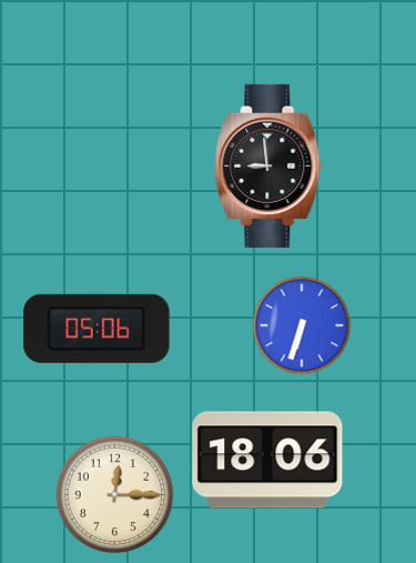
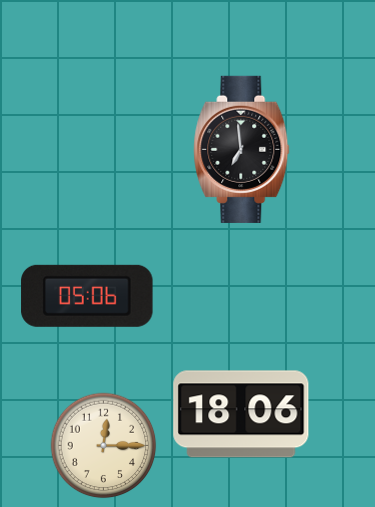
clock at (268, 165): 8:59 -> 6:59
clock at (302, 325): 6:33 -> none
